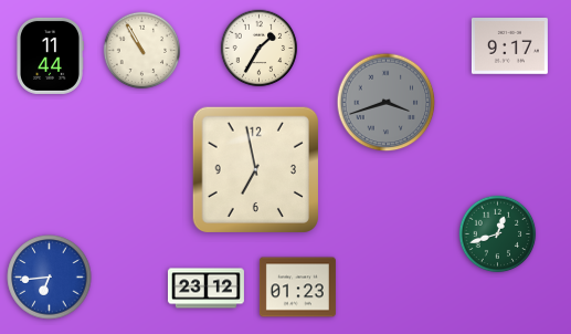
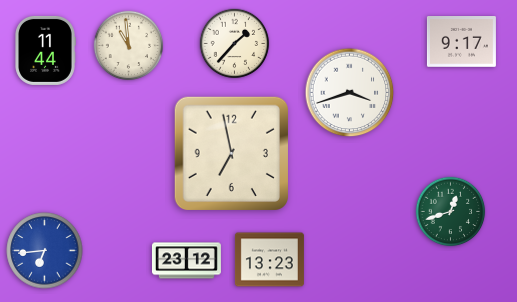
clock at (260, 49): 1:35 -> 1:37
clock at (142, 51): 10:55 -> 10:59
clock at (387, 103) dial: grey -> white
clock at (297, 288): 01:23 -> 13:23
